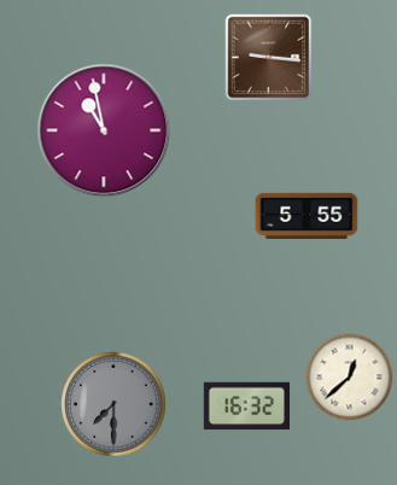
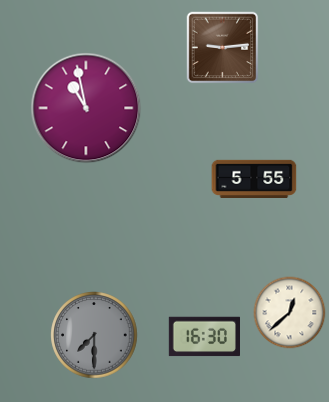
clock at (269, 58): 9:16 -> 9:14
clock at (246, 407): 16:32 -> 16:30
